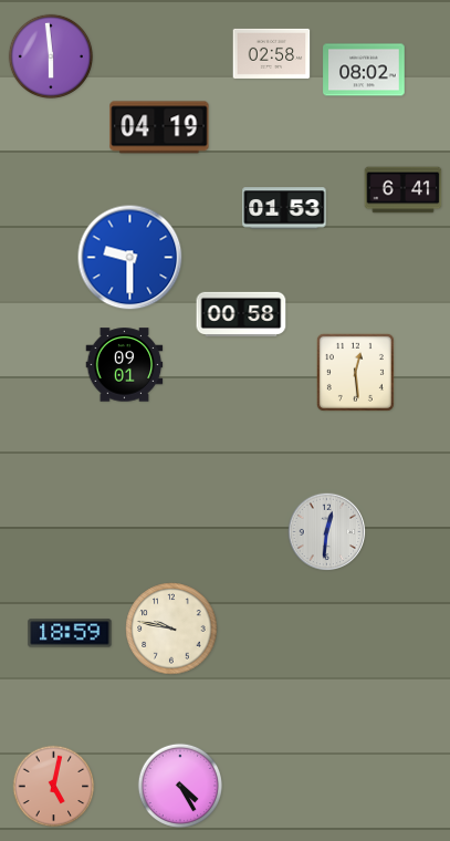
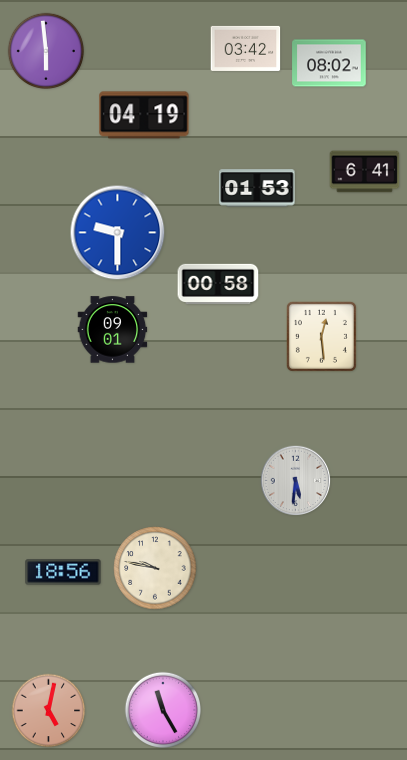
clock at (272, 53): 02:58 -> 03:42
clock at (327, 532): 12:31 -> 5:31
clock at (70, 633): 18:59 -> 18:56
clock at (179, 785): 4:25 -> 11:25
